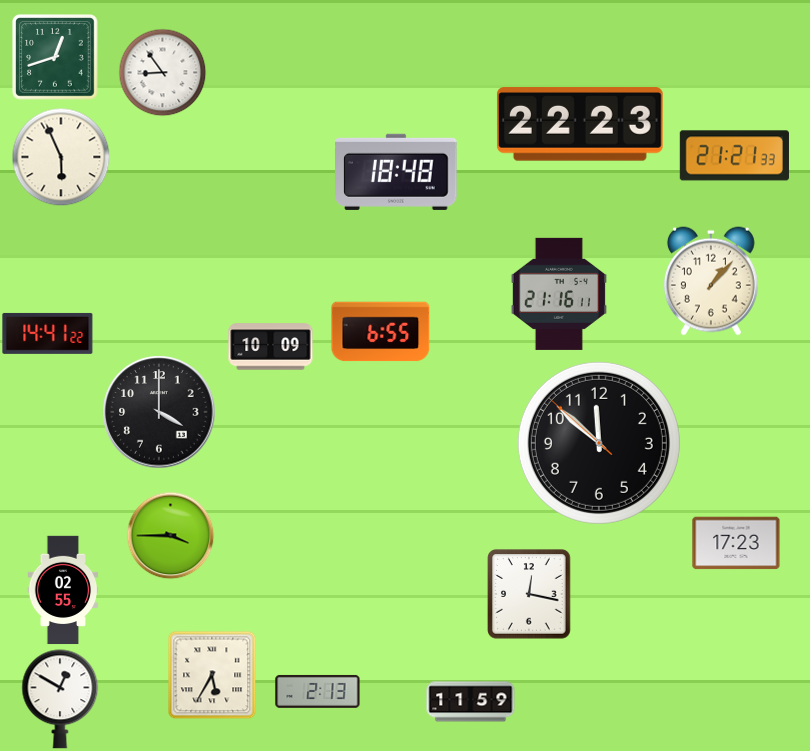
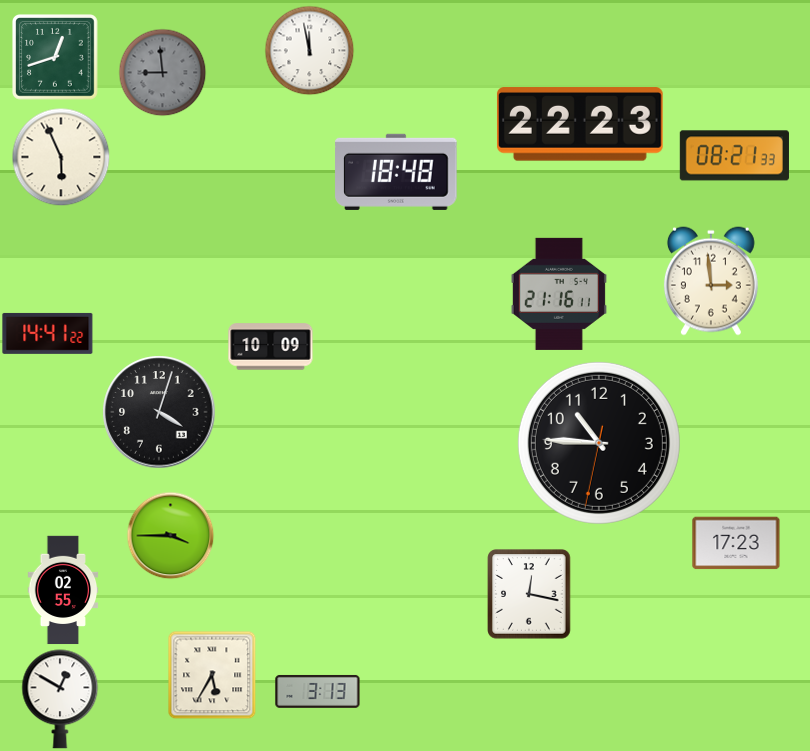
clock at (309, 50): none -> 11:58
clock at (162, 72): 8:54 -> 8:59
clock at (162, 72) dial: white -> grey
clock at (734, 156): 21:21 -> 08:21
clock at (711, 281): 1:07 -> 2:59
clock at (381, 332): 6:55 -> none
clock at (159, 412): 4:00 -> 4:03
clock at (599, 443): 11:51 -> 10:45
clock at (318, 691): 2:13 -> 3:13
clock at (471, 702): 11:59 -> none
